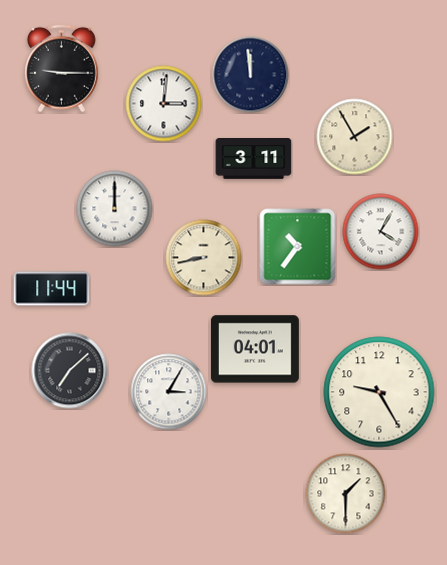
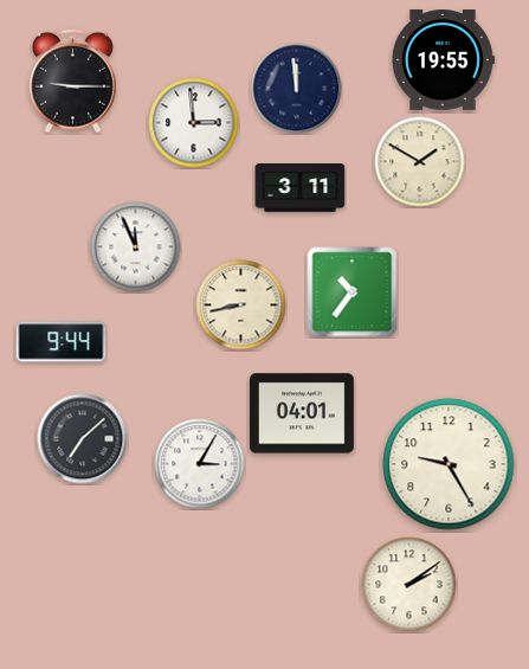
clock at (443, 60): none -> 19:55
clock at (164, 104): 3:01 -> 2:59
clock at (355, 137): 1:55 -> 1:50
clock at (115, 209): 12:00 -> 11:56
clock at (381, 232): 4:05 -> none
clock at (52, 289): 11:44 -> 9:44
clock at (346, 494): 1:30 -> 2:09
